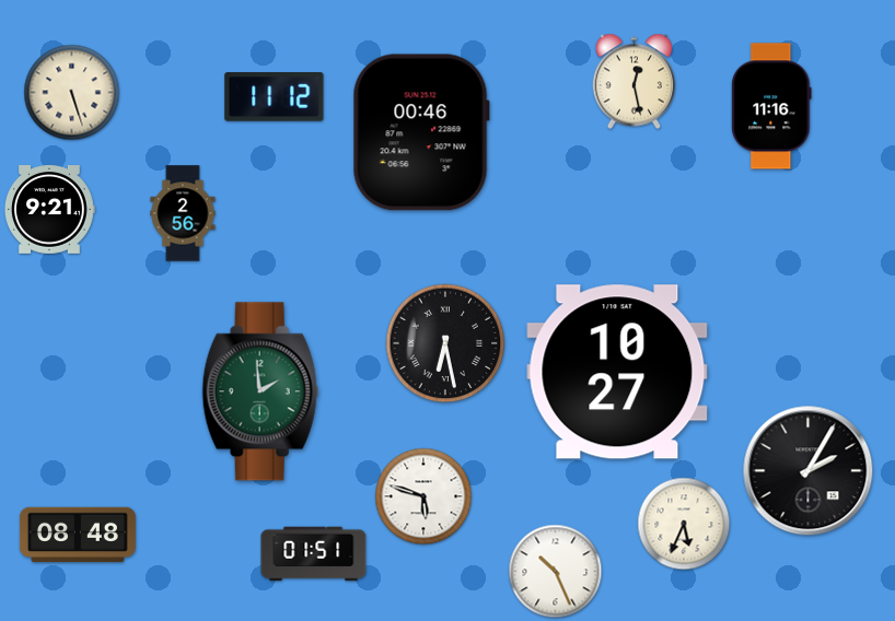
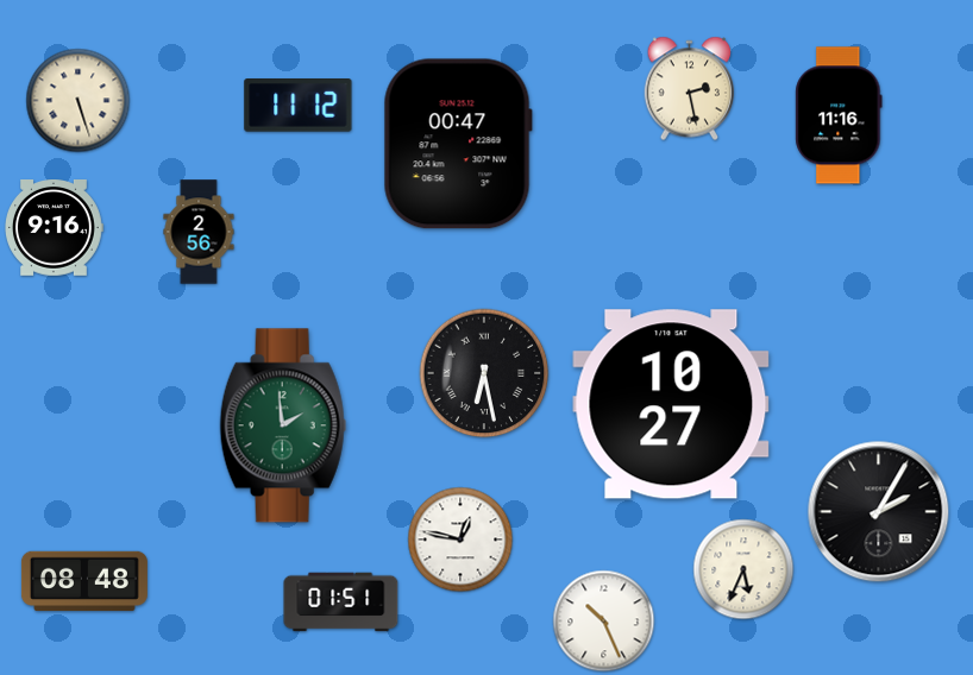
clock at (635, 82): 12:28 -> 2:28
clock at (421, 132): 00:46 -> 00:47
clock at (50, 210): 9:21 -> 9:16
clock at (423, 496): 5:48 -> 12:47
